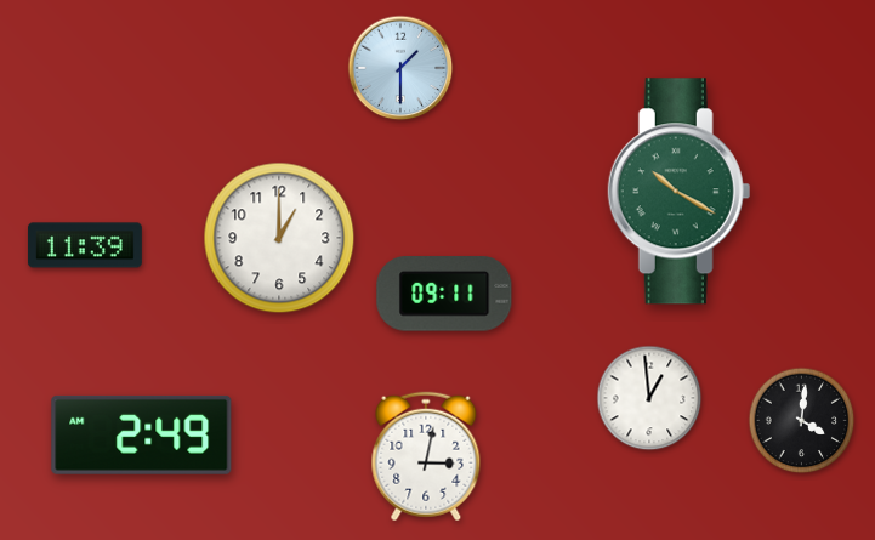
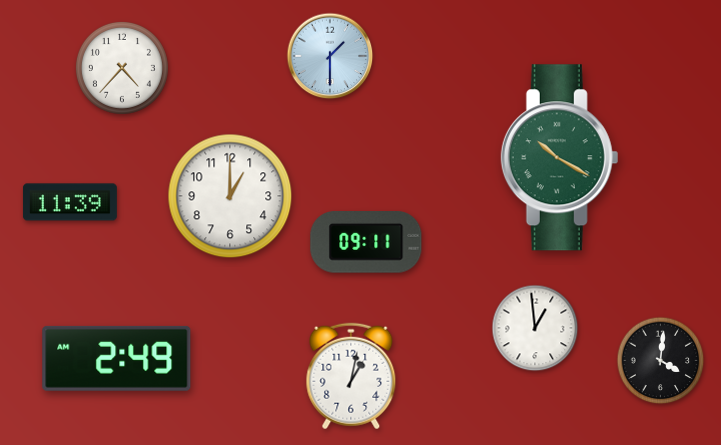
clock at (122, 68): none -> 4:37
clock at (802, 421) position: (802, 421) -> (661, 361)
clock at (426, 456): 3:02 -> 1:02
